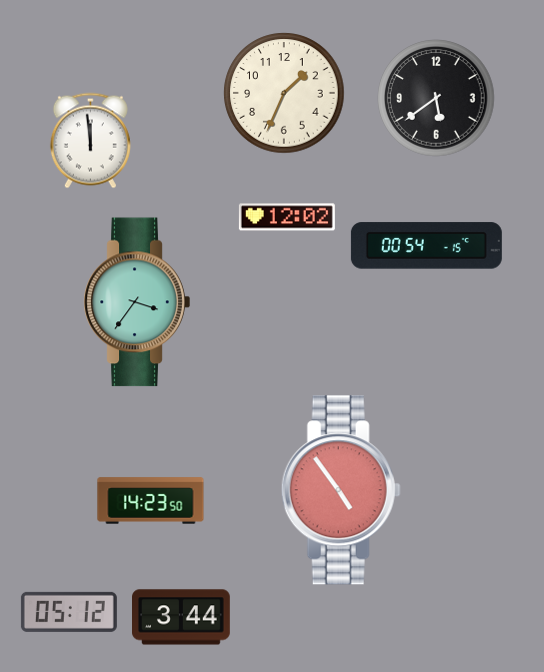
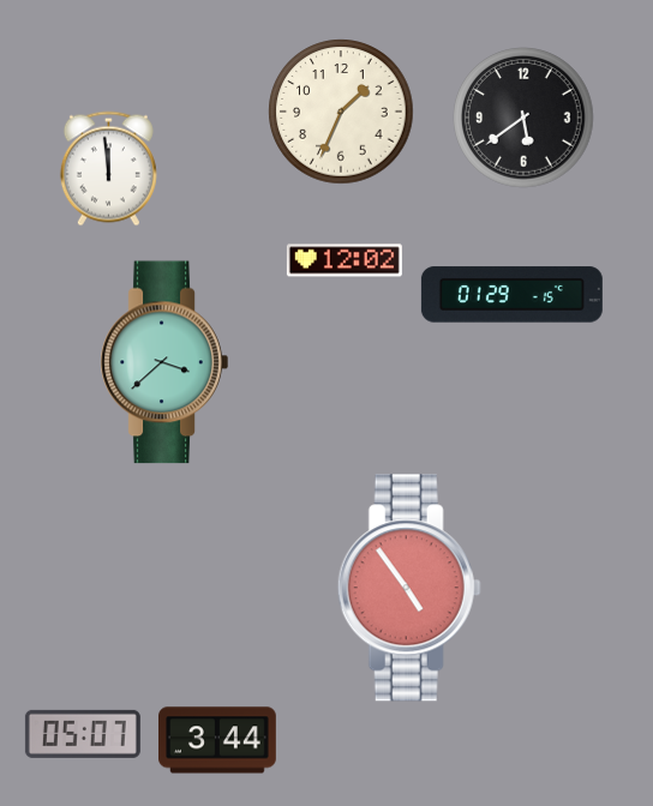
clock at (426, 246): 00:54 -> 01:29
clock at (137, 302): 3:36 -> 3:38
clock at (151, 501): 14:23 -> none
clock at (69, 612): 05:12 -> 05:07
